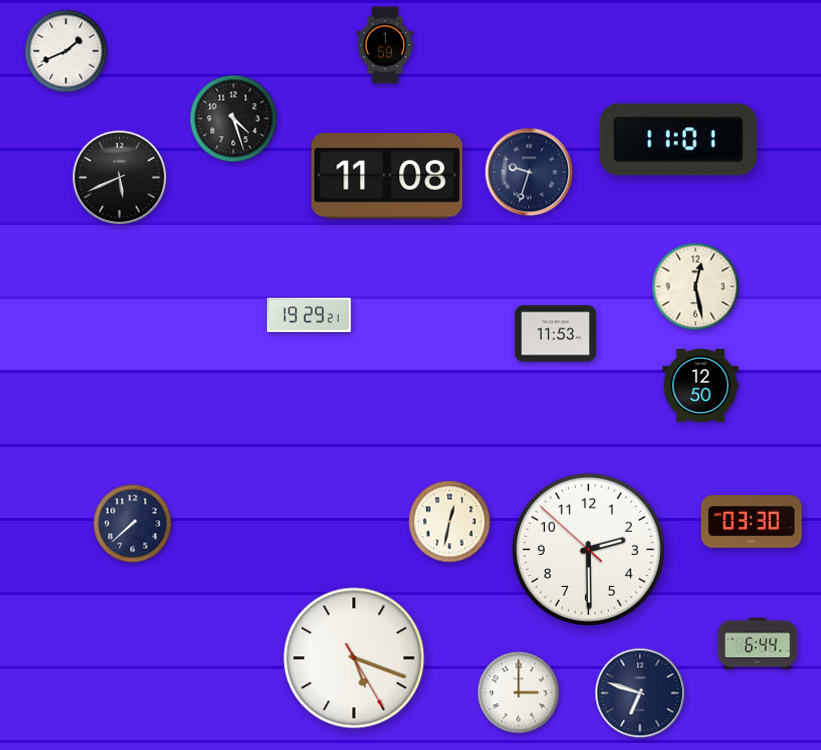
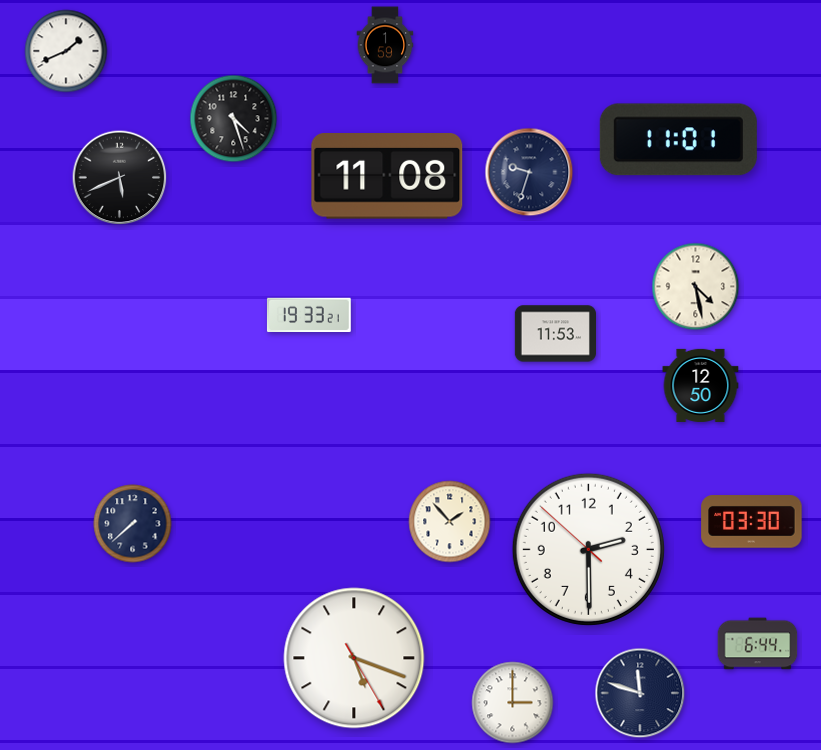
clock at (696, 287): 12:28 -> 4:28
clock at (309, 315): 19:29 -> 19:33
clock at (450, 522): 12:32 -> 1:53
clock at (519, 693) position: (519, 693) -> (513, 703)
clock at (640, 693): 6:48 -> 11:48
